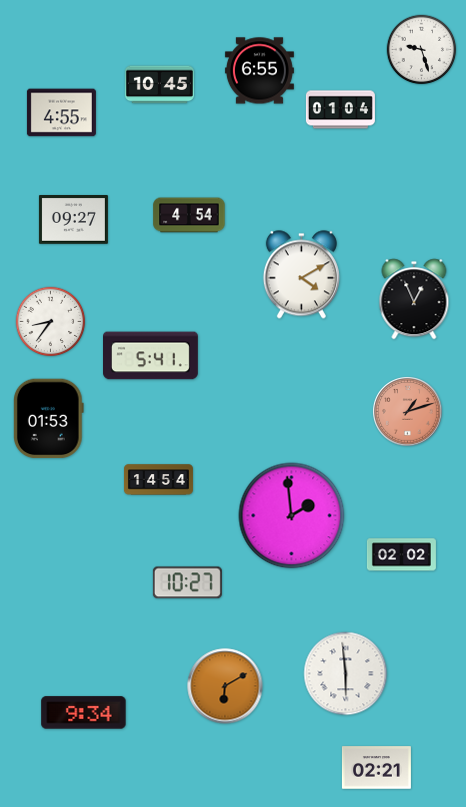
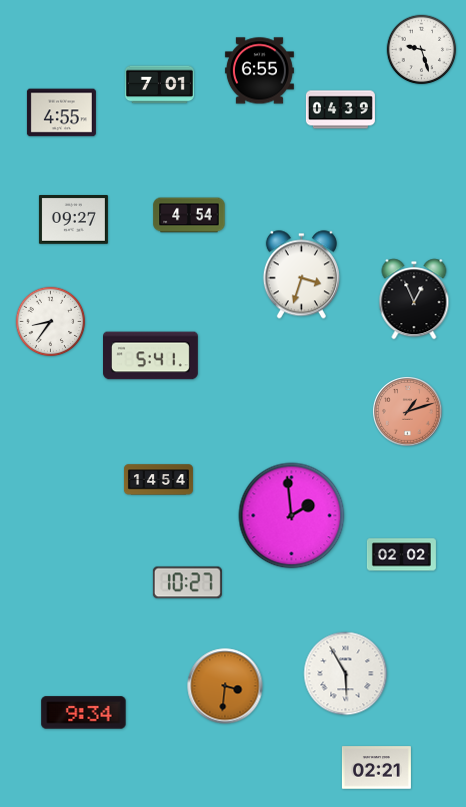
clock at (159, 85): 10:45 -> 7:01
clock at (340, 110): 01:04 -> 04:39
clock at (301, 275): 4:10 -> 3:33
clock at (48, 419): 01:53 -> none
clock at (346, 674): 5:59 -> 5:55
clock at (225, 686): 6:10 -> 3:31
